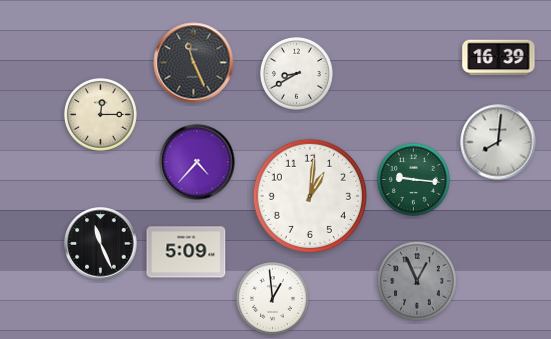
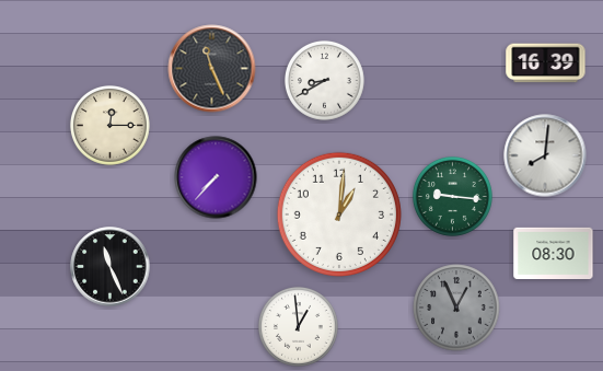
clock at (197, 162): 4:37 -> 7:37
clock at (554, 253): none -> 08:30
clock at (186, 252): 5:09 -> none
